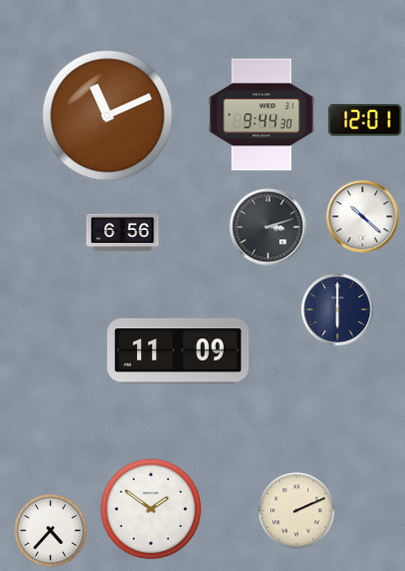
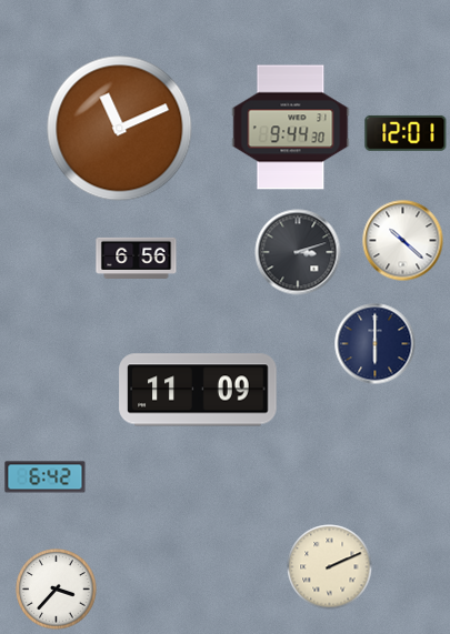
clock at (46, 477): none -> 6:42
clock at (151, 509): 1:51 -> none
clock at (51, 531): 4:37 -> 3:37
